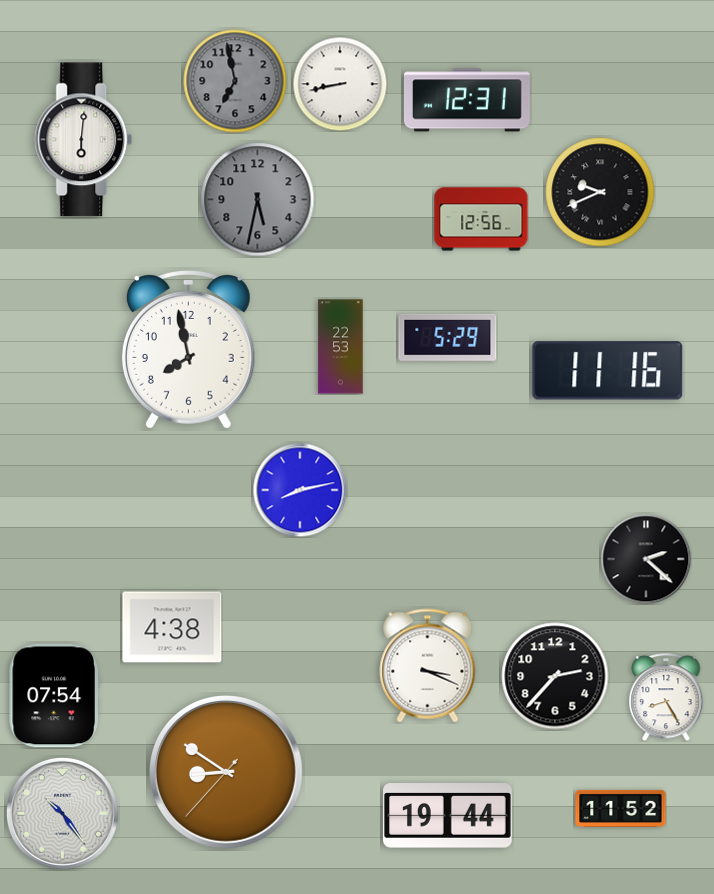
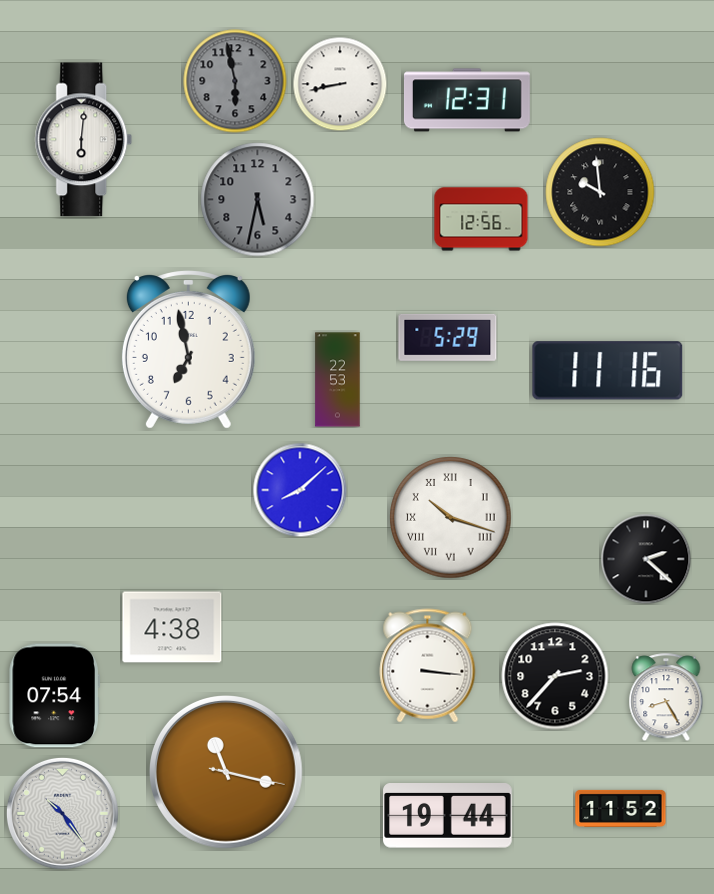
clock at (235, 81): 6:58 -> 5:58
clock at (600, 192): 9:41 -> 9:59
clock at (341, 347) position: (341, 347) -> (338, 380)
clock at (188, 350): 7:58 -> 6:58
clock at (300, 490): 8:13 -> 8:08
clock at (451, 518): none -> 10:18
clock at (428, 666): 3:19 -> 3:16
clock at (227, 773): 8:50 -> 11:17
